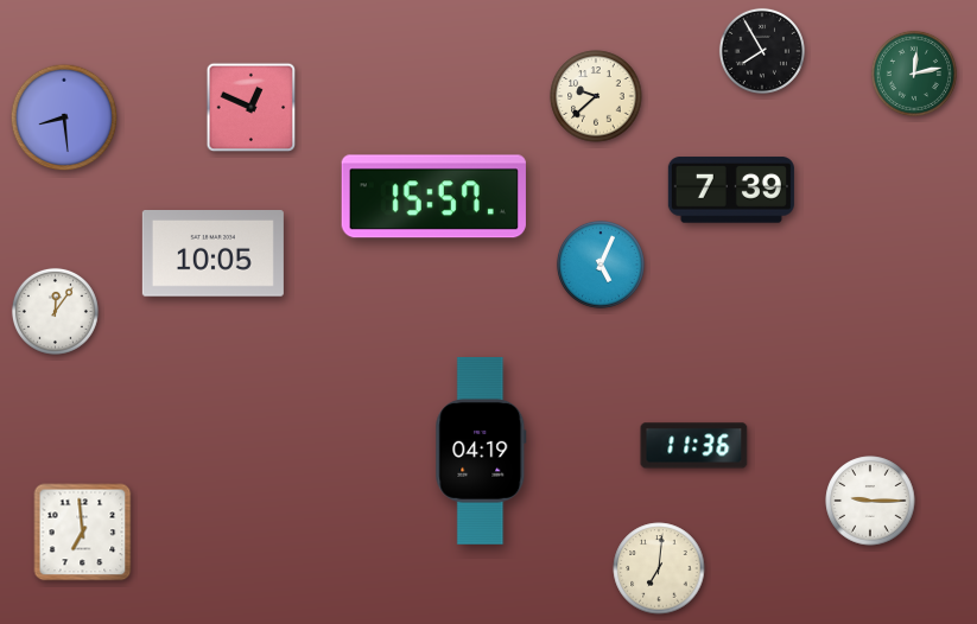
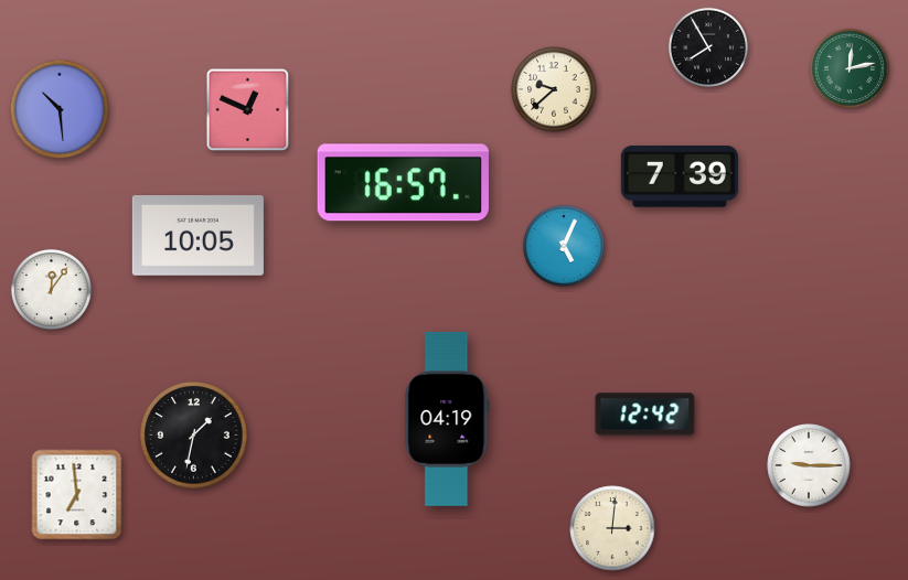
clock at (252, 108) position: (252, 108) -> (248, 110)
clock at (64, 117): 8:29 -> 10:29
clock at (433, 197): 15:57 -> 16:57
clock at (601, 265) position: (601, 265) -> (564, 246)
clock at (694, 446): 11:36 -> 12:42
clock at (194, 436): none -> 1:32
clock at (659, 568): 7:01 -> 3:01
